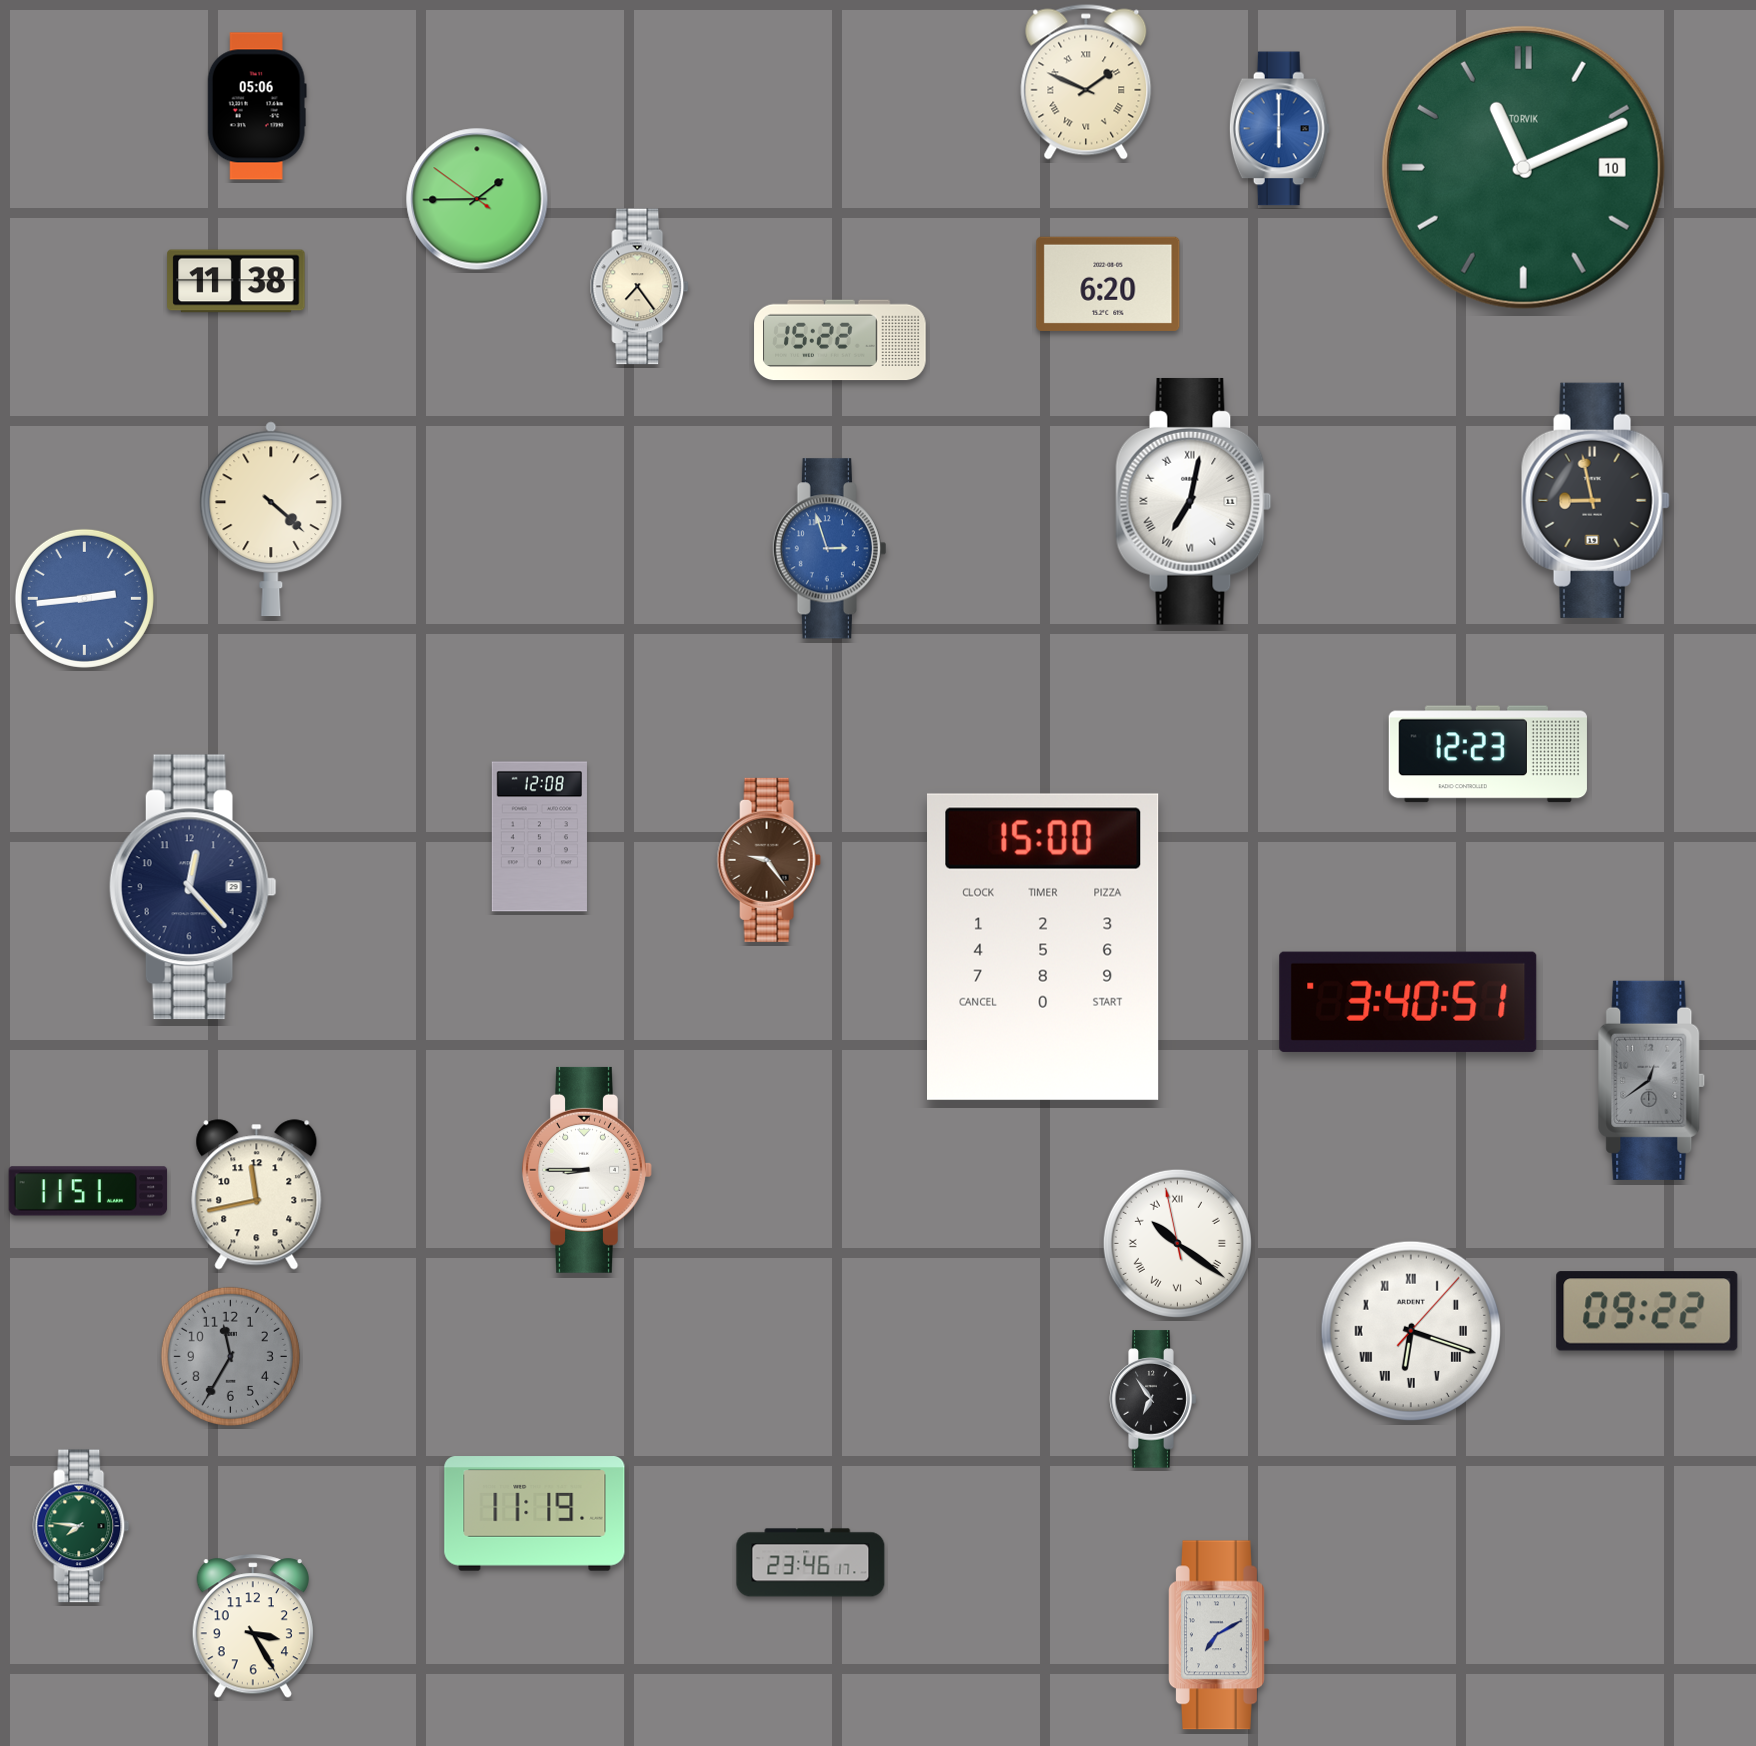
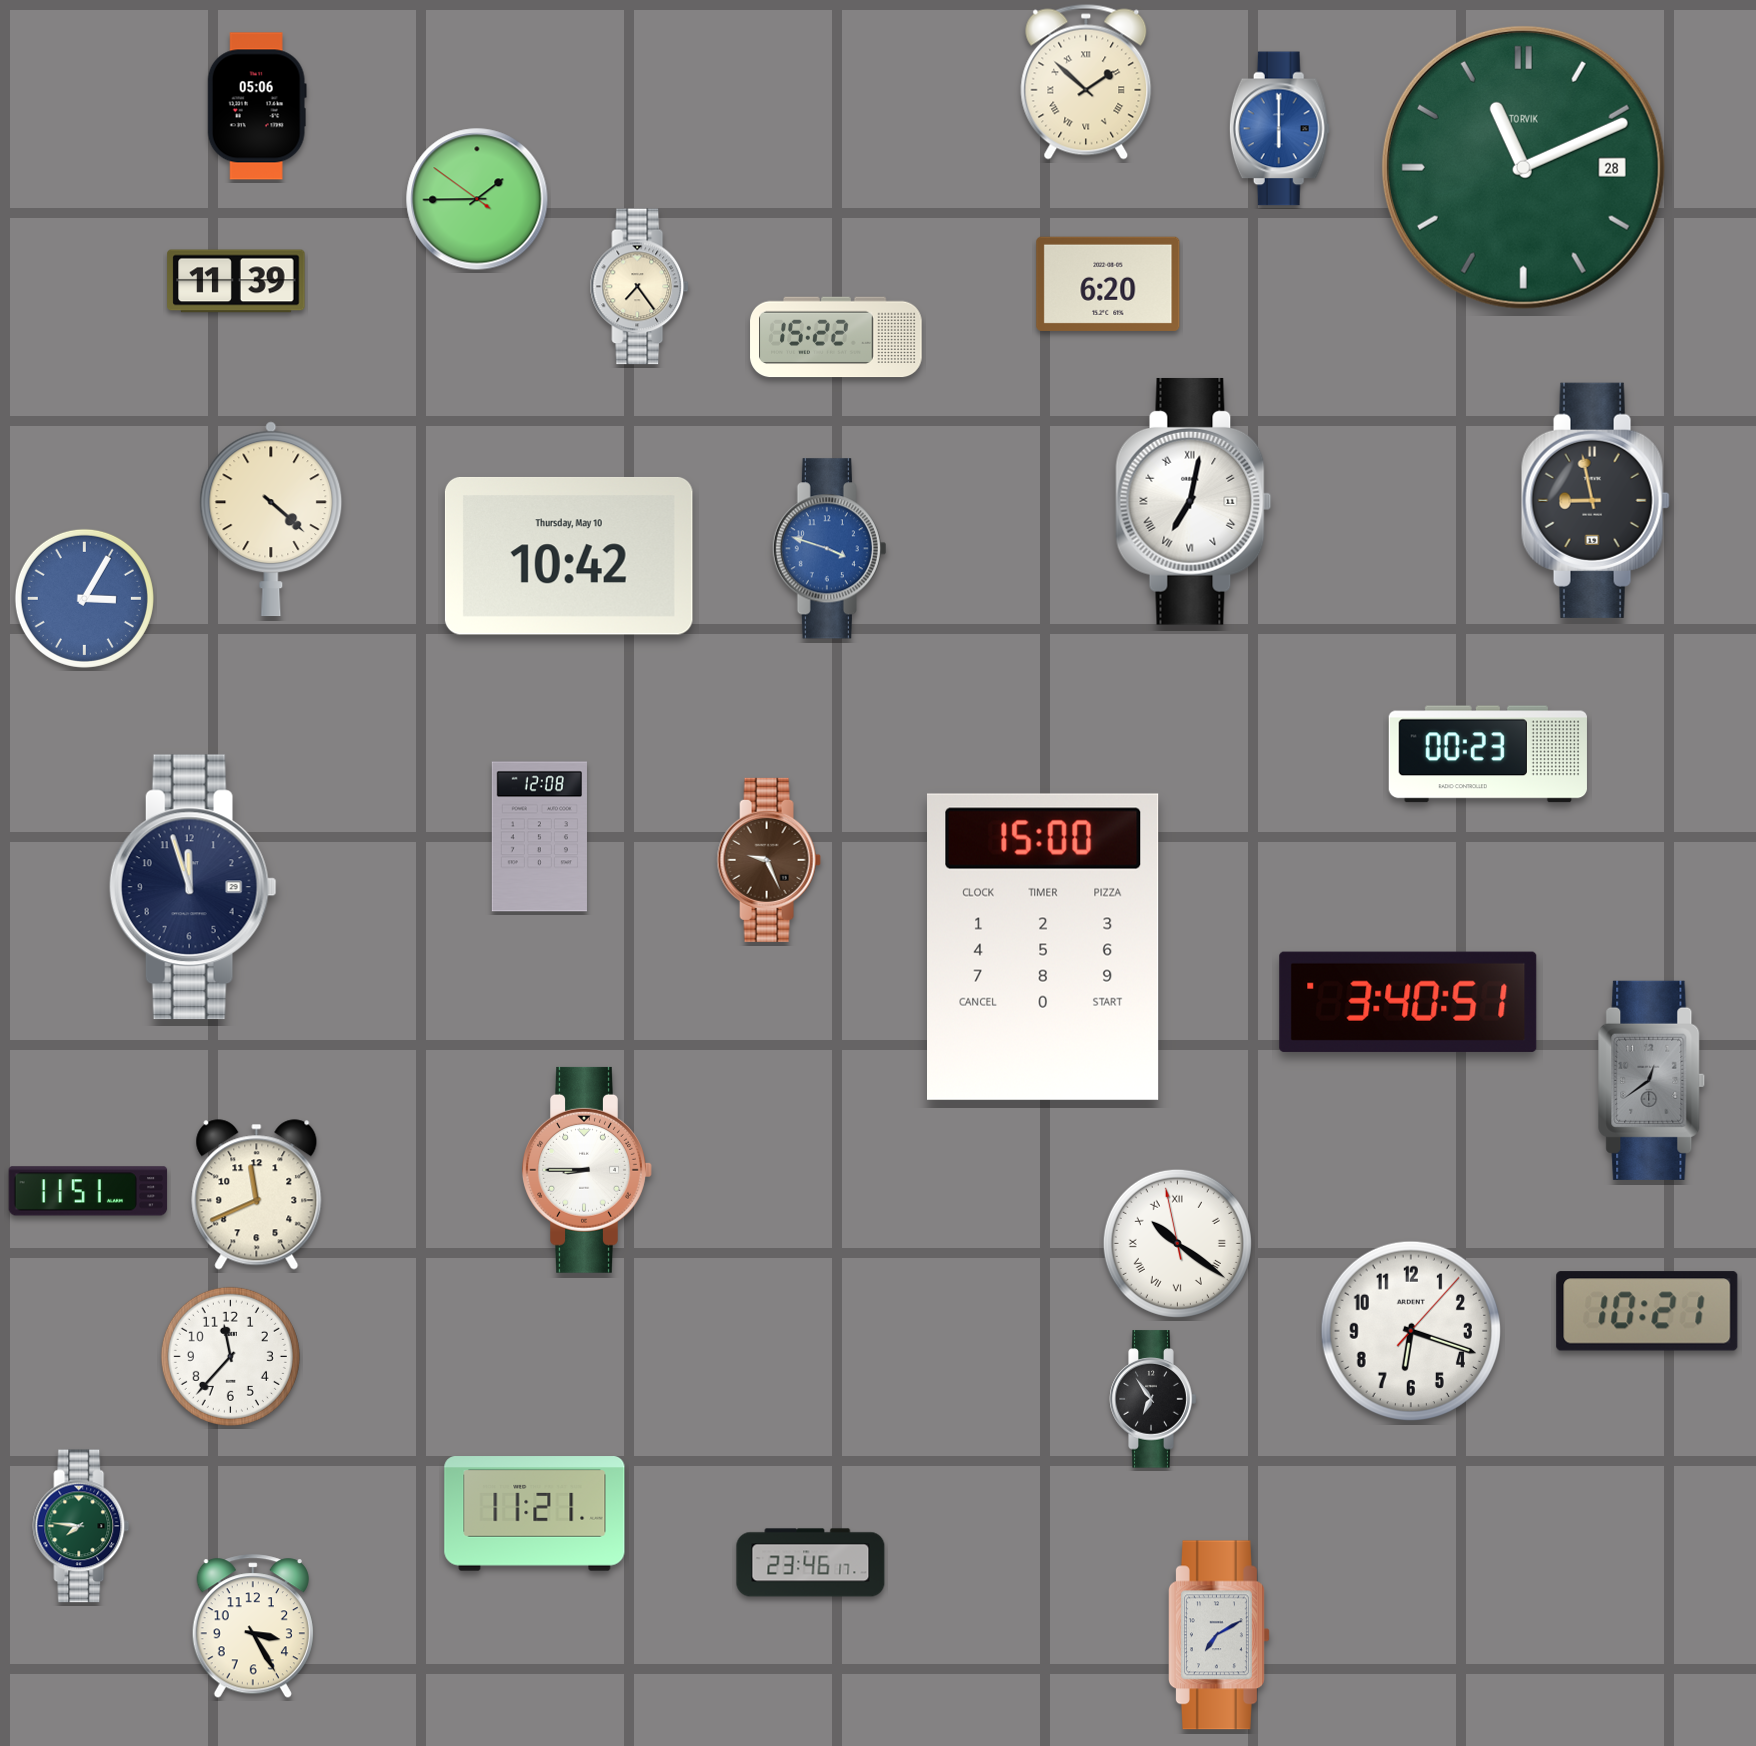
clock at (1086, 82): 1:49 -> 1:52
clock at (1523, 167) date: 10 -> 28
clock at (236, 281): 11:38 -> 11:39
clock at (840, 340) position: (840, 340) -> (836, 337)
clock at (829, 549): 2:57 -> 3:48
clock at (569, 556): none -> 10:42
clock at (84, 598): 2:44 -> 3:05
clock at (1488, 754): 12:23 -> 00:23
clock at (769, 860): 9:24 -> 9:26
clock at (193, 887): 12:23 -> 11:57
clock at (257, 1195): 11:43 -> 11:41
clock at (1647, 1311): 09:22 -> 10:21
clock at (1410, 1330) numerals: Roman -> Arabic
clock at (230, 1356): 11:35 -> 11:37
clock at (230, 1356) dial: grey -> white
clock at (535, 1514): 11:19 -> 11:21
